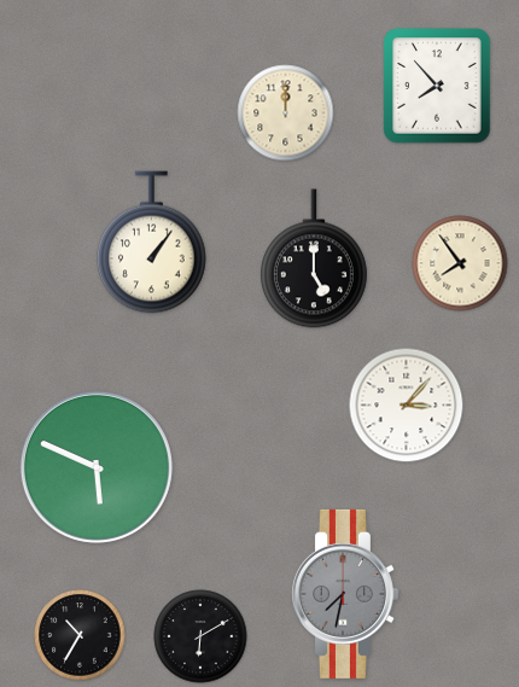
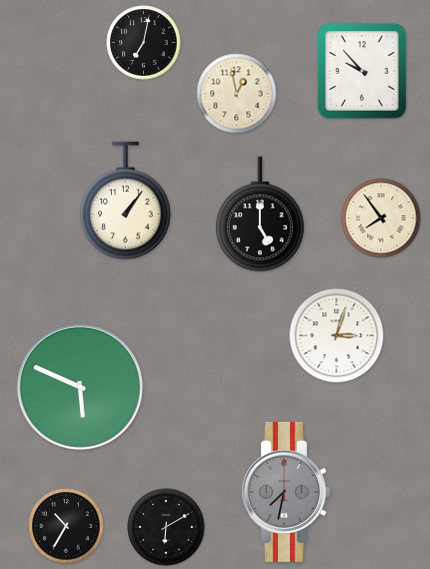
clock at (144, 43): none -> 7:02
clock at (437, 86): 7:53 -> 9:53
clock at (286, 113): 12:00 -> 12:58
clock at (407, 406): 3:07 -> 3:03
